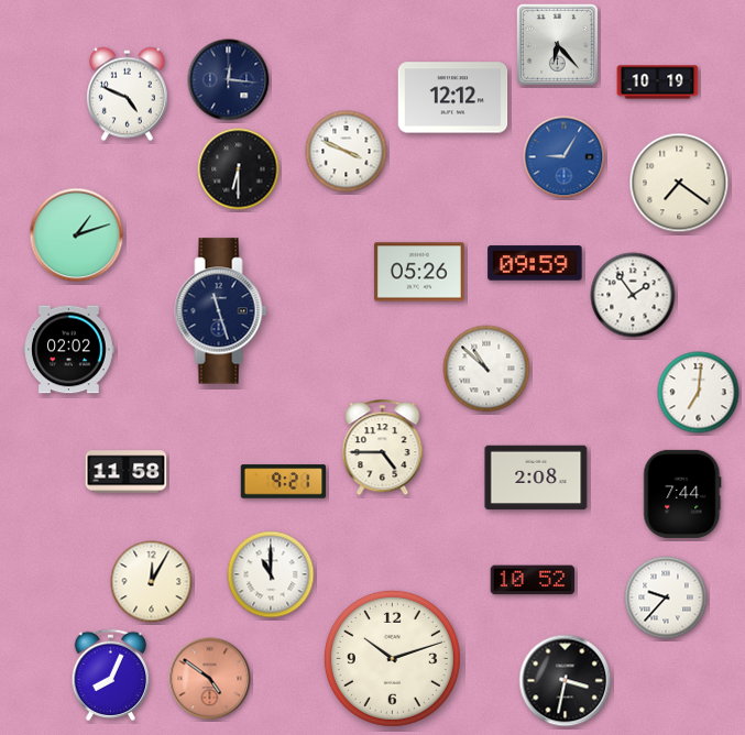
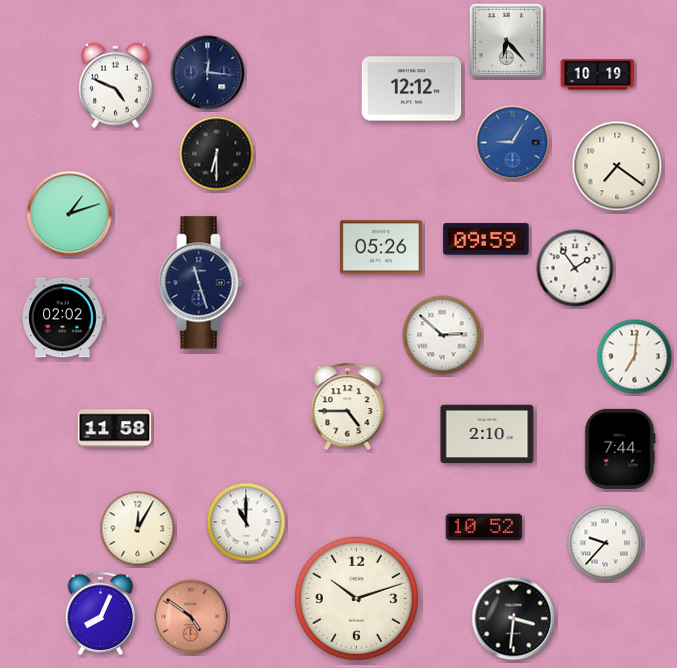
clock at (347, 152): 3:49 -> none
clock at (486, 369): 10:52 -> 2:52
clock at (536, 478): 2:08 -> 2:10
clock at (284, 482): 9:21 -> none
clock at (566, 681): 3:32 -> 3:31
